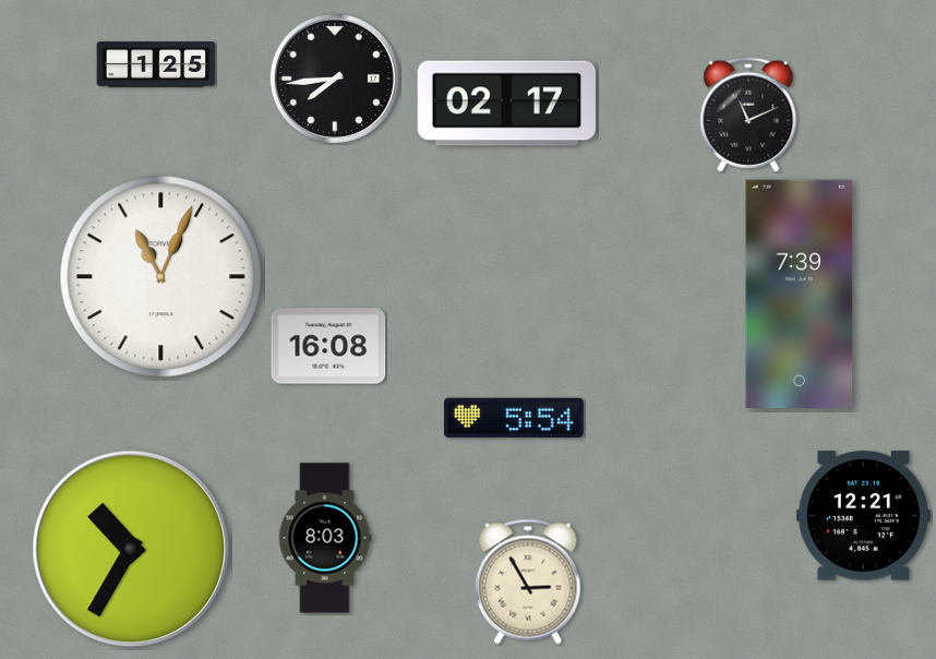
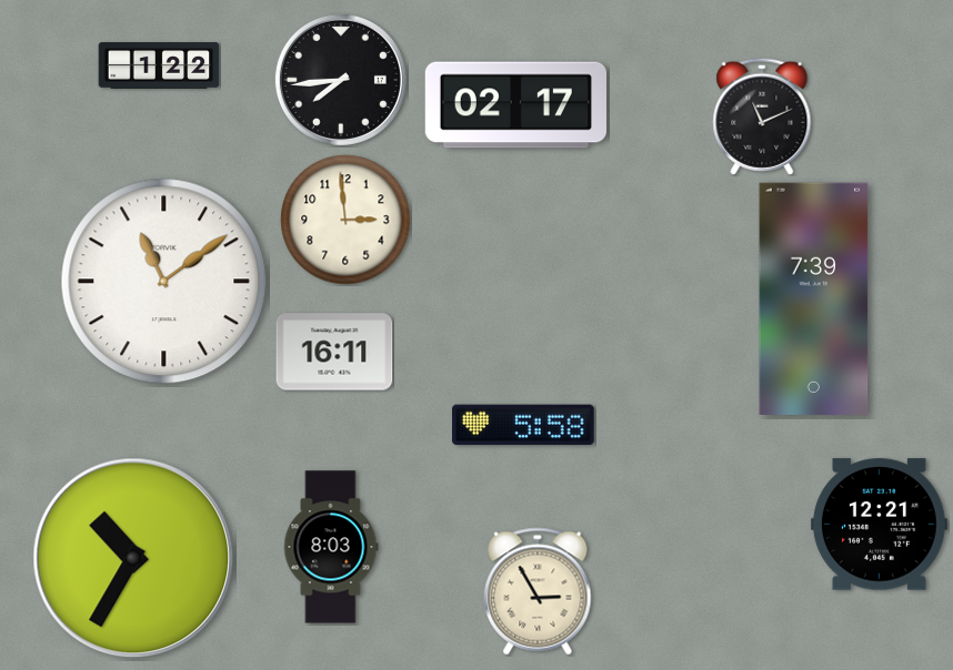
clock at (156, 64): 1:25 -> 1:22
clock at (345, 220): none -> 2:59
clock at (161, 277): 11:04 -> 11:09
clock at (328, 346): 16:08 -> 16:11
clock at (515, 418): 5:54 -> 5:58
